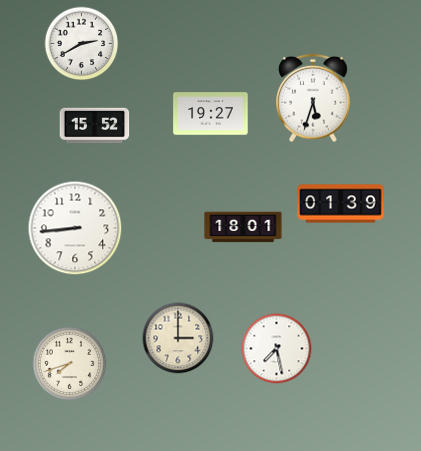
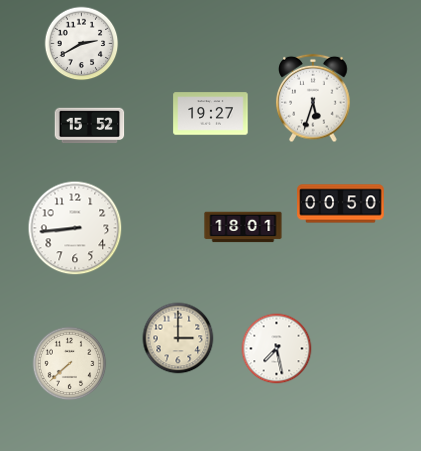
clock at (95, 126) position: (95, 126) -> (90, 126)
clock at (341, 204): 01:39 -> 00:50
clock at (70, 364): 7:42 -> 7:38
